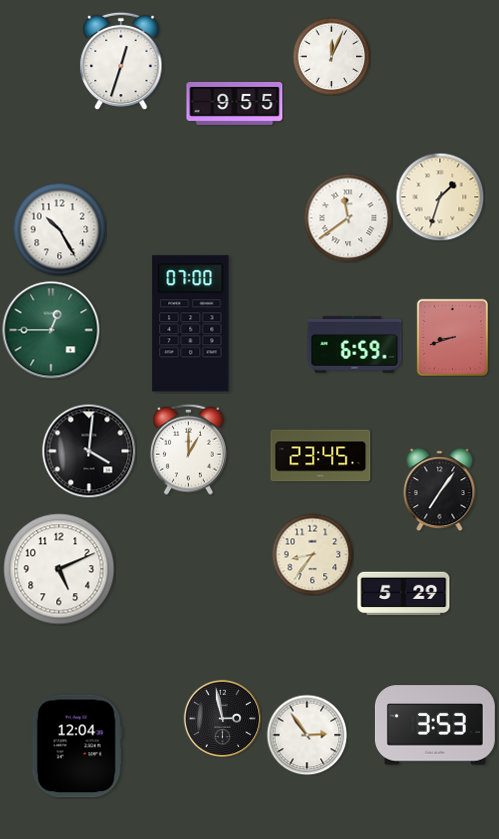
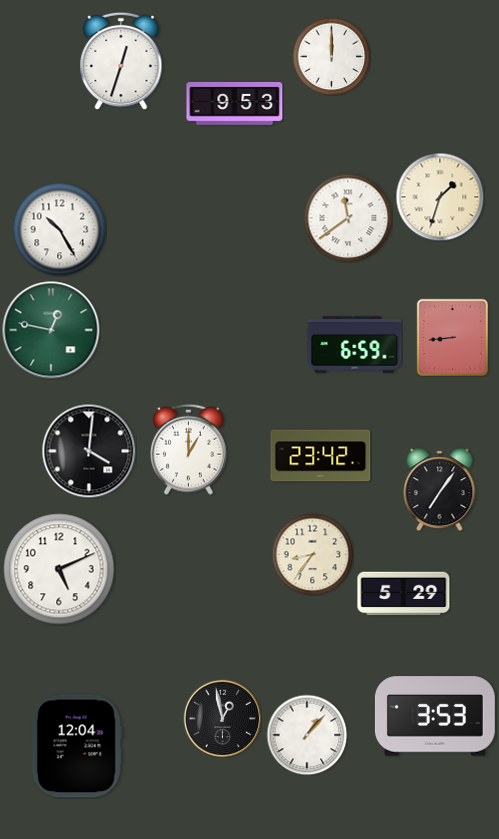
clock at (331, 56): 12:04 -> 12:00
clock at (235, 103): 9:55 -> 9:53
clock at (191, 324): 07:00 -> none
clock at (51, 330): 12:45 -> 12:47
clock at (452, 337): 8:42 -> 8:44
clock at (321, 456): 23:45 -> 23:42
clock at (222, 718): 2:58 -> 12:58
clock at (435, 725) position: (435, 725) -> (435, 716)
clock at (307, 735): 2:54 -> 1:07
